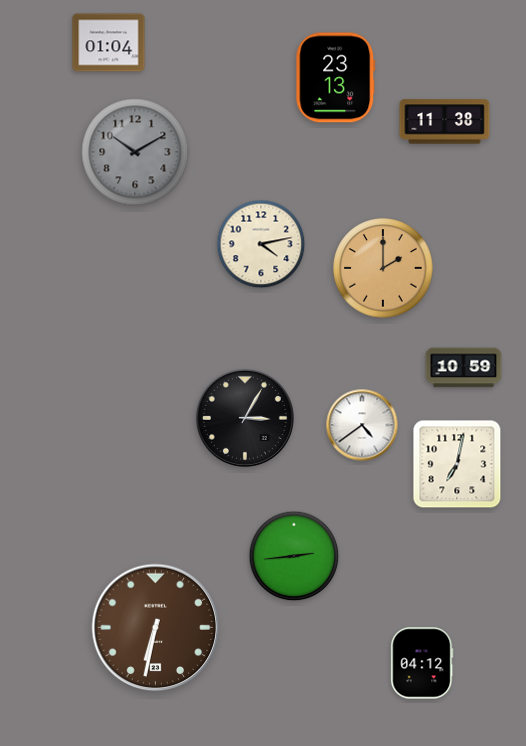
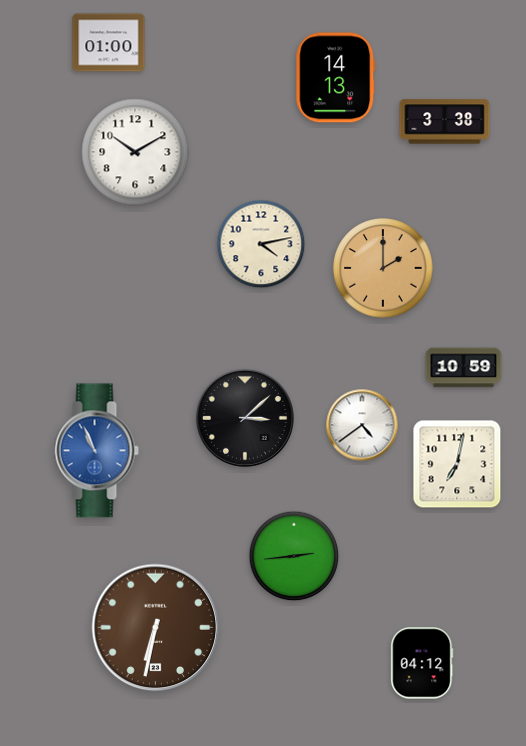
clock at (109, 43): 01:04 -> 01:00
clock at (336, 78): 23:13 -> 14:13
clock at (445, 122): 11:38 -> 3:38
clock at (135, 152) dial: grey -> white
clock at (245, 418): 3:05 -> 3:08
clock at (96, 451): none -> 10:56
